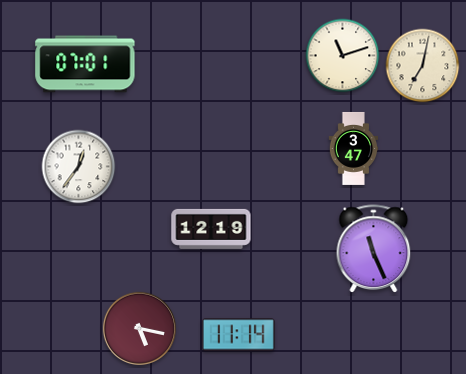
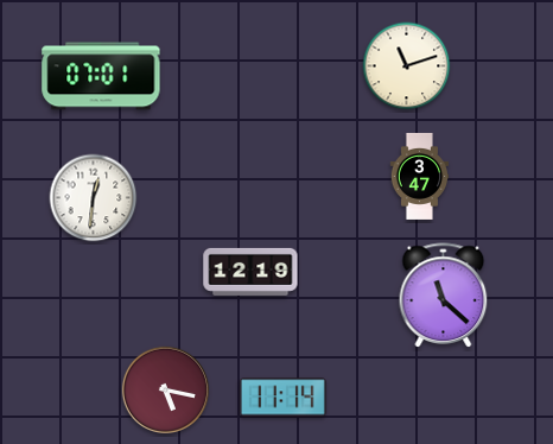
clock at (423, 66): 7:02 -> none
clock at (79, 167): 12:36 -> 12:31
clock at (374, 248): 11:26 -> 11:22
